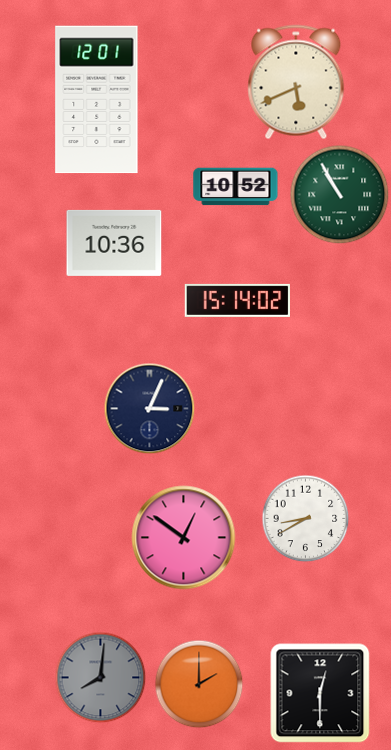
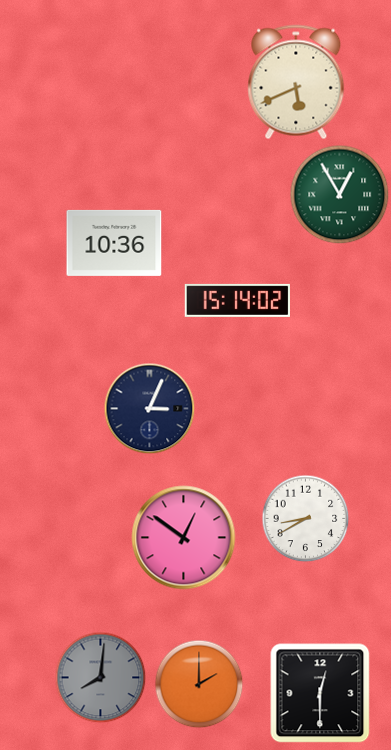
clock at (97, 100): 12:01 -> none
clock at (236, 187): 10:52 -> none
clock at (340, 195): 10:55 -> 12:55
